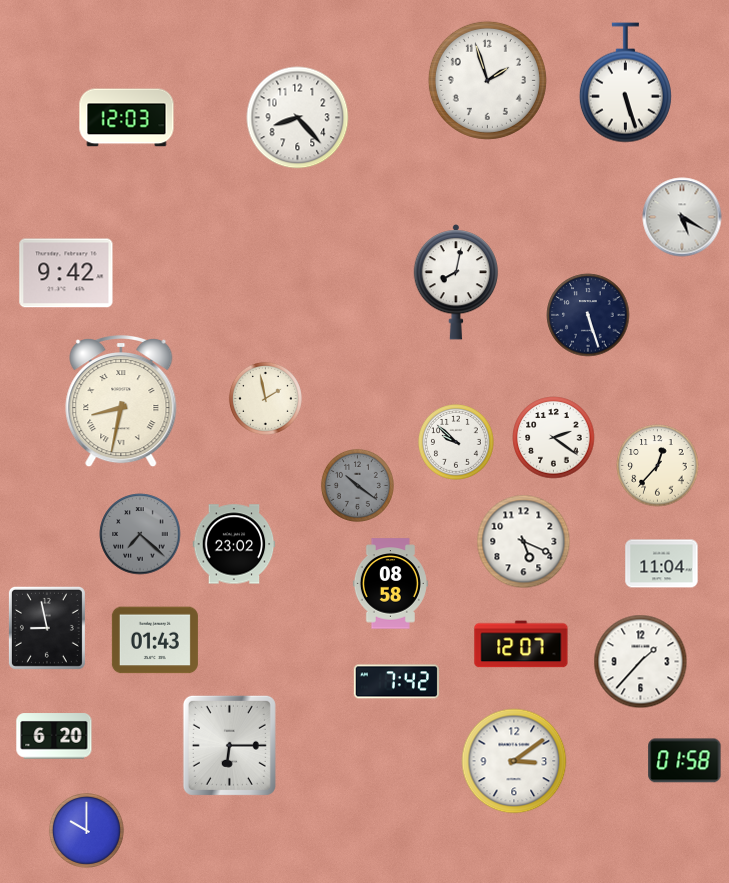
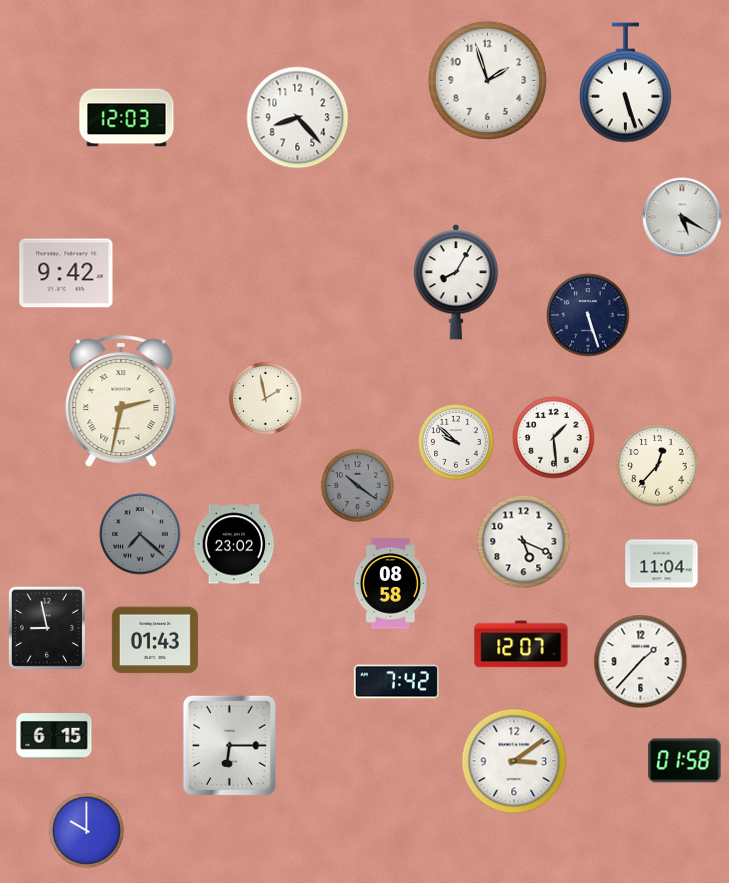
clock at (456, 282): 8:02 -> 8:05
clock at (121, 402): 8:32 -> 2:32
clock at (554, 438): 2:21 -> 1:29
clock at (54, 736): 6:20 -> 6:15
